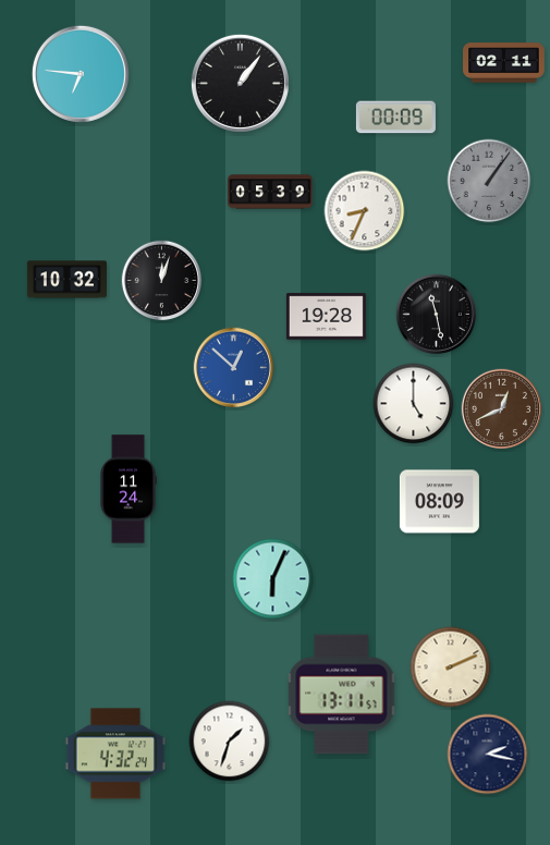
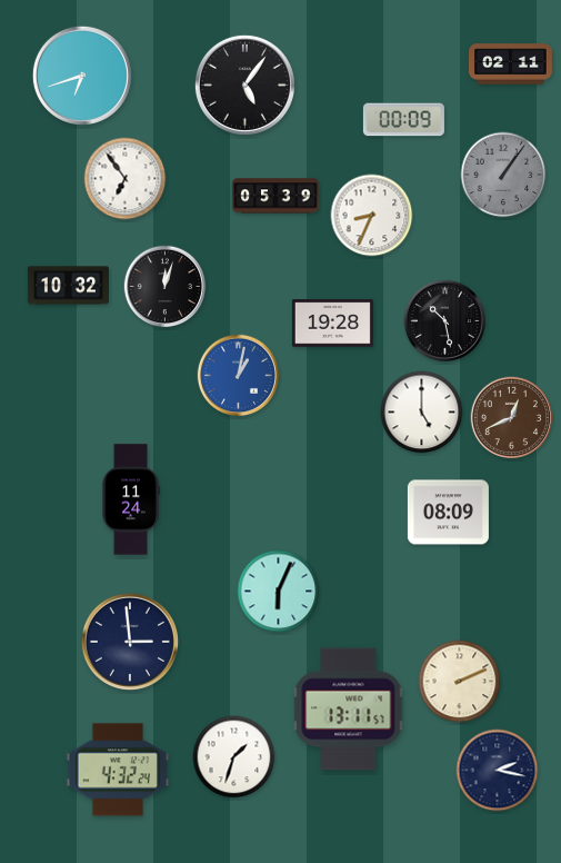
clock at (504, 63) position: (504, 63) -> (511, 65)
clock at (81, 74): 6:46 -> 6:42
clock at (240, 83): 1:06 -> 5:06
clock at (126, 179): none -> 6:54
clock at (489, 181) position: (489, 181) -> (503, 175)
clock at (437, 315): 11:28 -> 10:28
clock at (234, 368): 12:52 -> 1:02
clock at (130, 642): none -> 2:59
